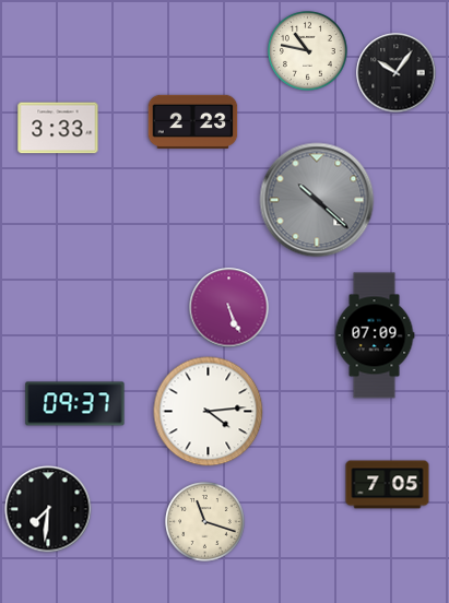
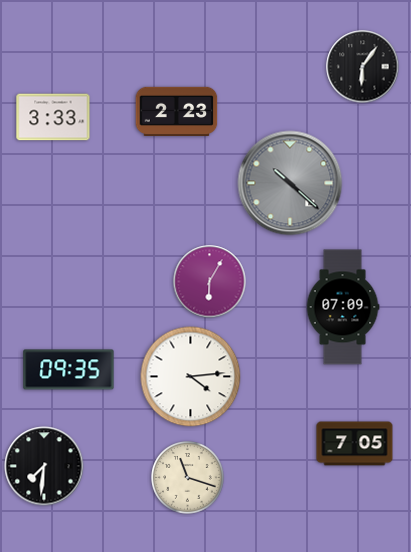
clock at (308, 51): 10:47 -> none
clock at (397, 73): 10:06 -> 6:06
clock at (229, 308): 5:26 -> 6:05
clock at (75, 404): 09:37 -> 09:35
